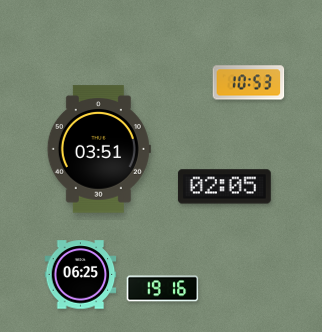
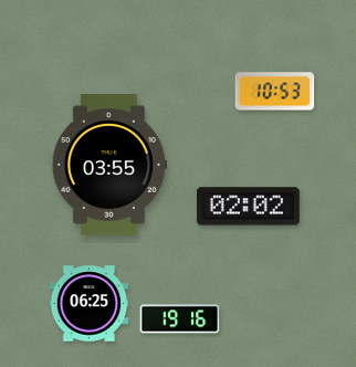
clock at (99, 149): 03:51 -> 03:55
clock at (224, 187): 02:05 -> 02:02
